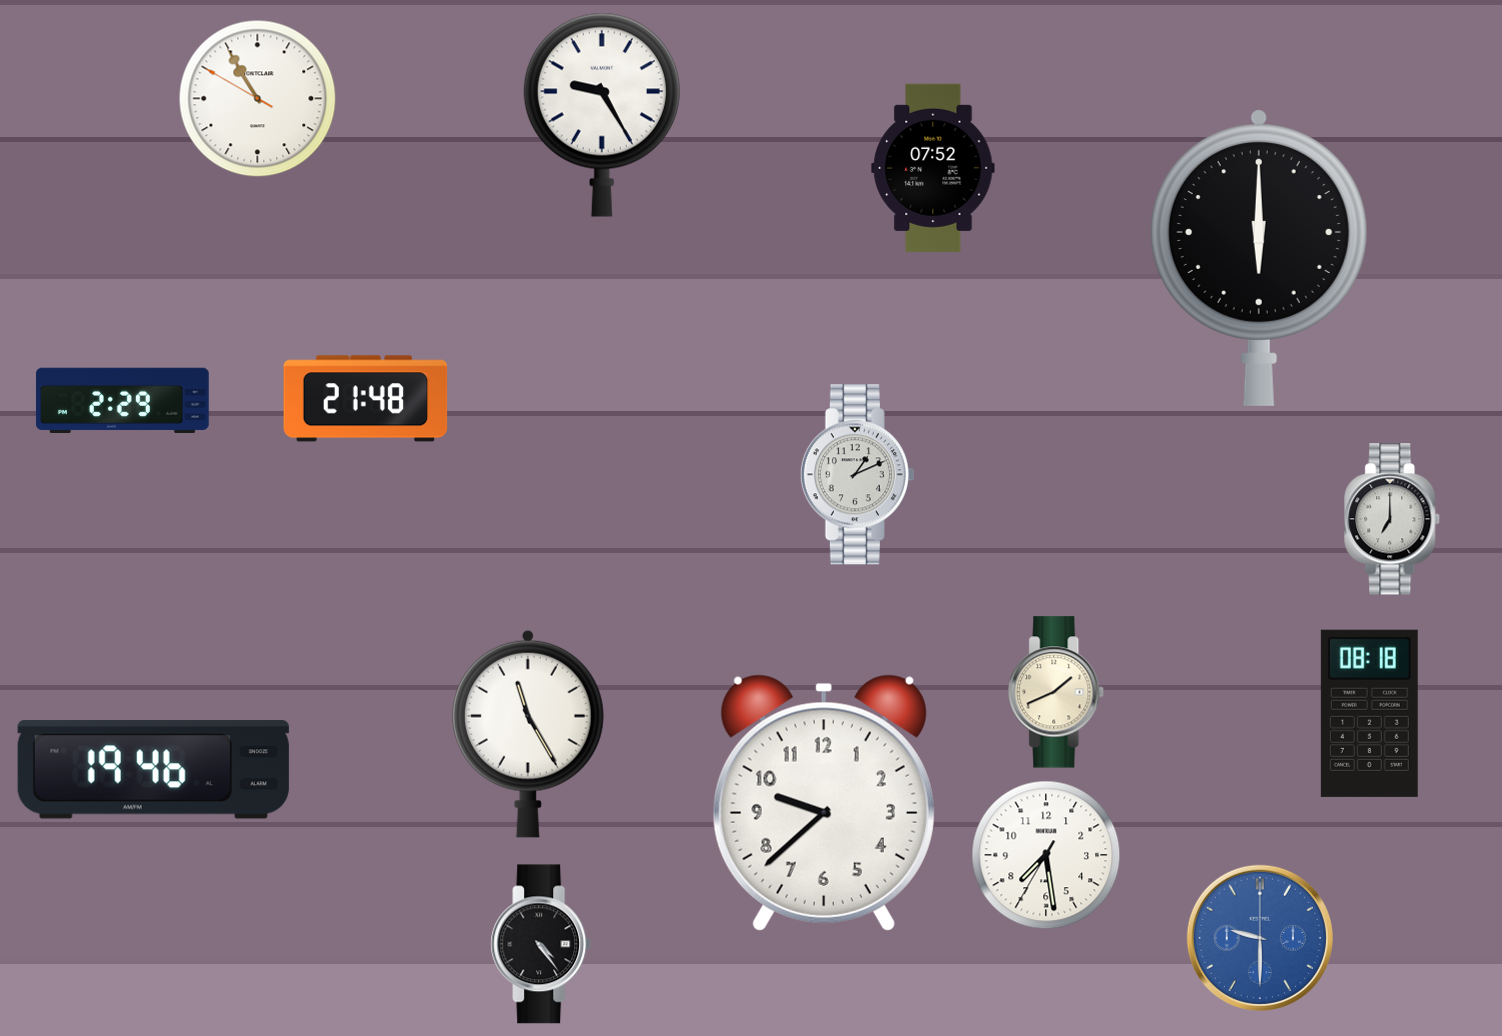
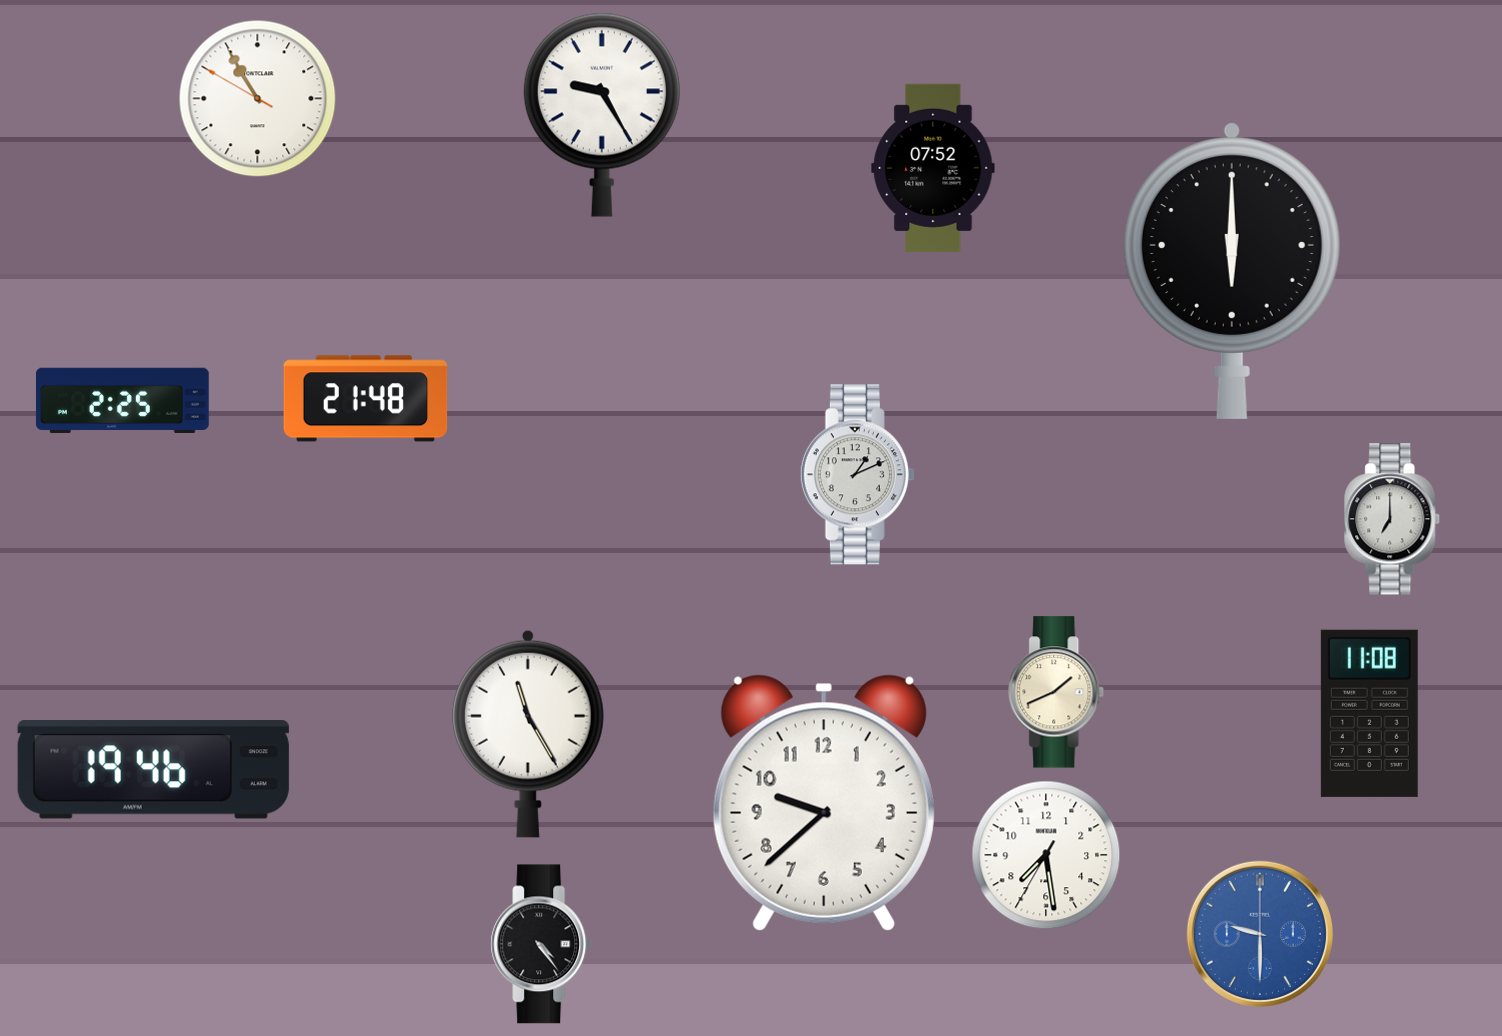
clock at (1259, 258) position: (1259, 258) -> (1232, 271)
clock at (122, 400): 2:29 -> 2:25
clock at (1369, 713): 08:18 -> 11:08
clock at (1260, 938) position: (1260, 938) -> (1260, 934)
